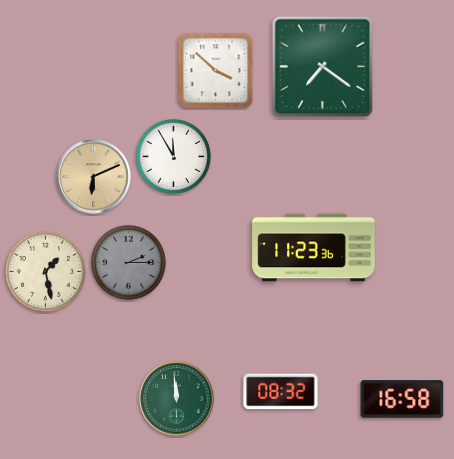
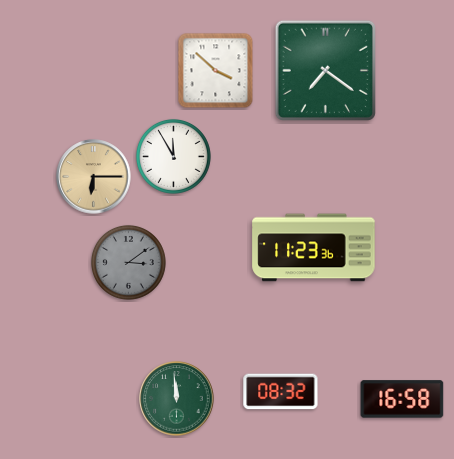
clock at (322, 66) position: (322, 66) -> (325, 70)
clock at (94, 177): 6:11 -> 6:15
clock at (128, 262): 2:15 -> 3:09
clock at (46, 272): 1:28 -> none
